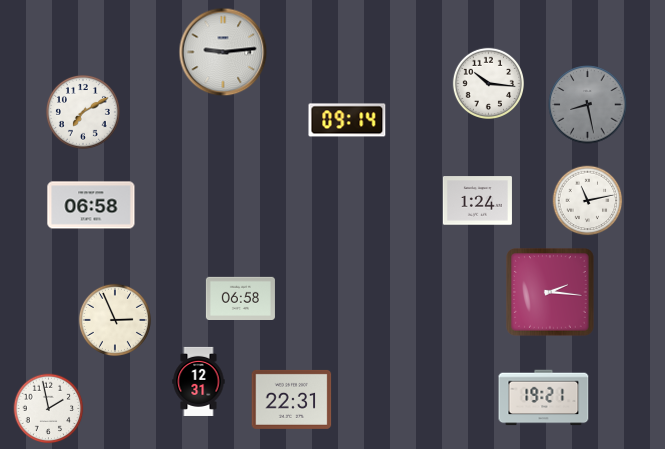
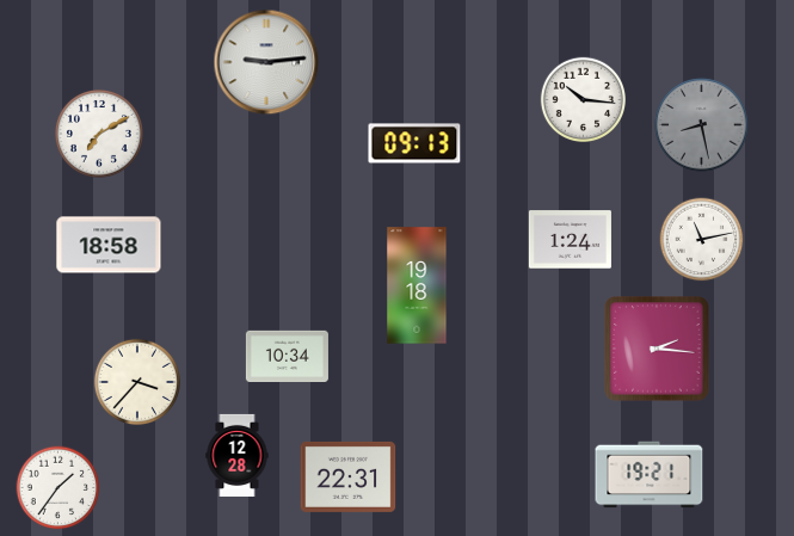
clock at (347, 120): 09:14 -> 09:13
clock at (91, 205): 06:58 -> 18:58
clock at (417, 285): none -> 19:18
clock at (240, 298): 06:58 -> 10:34
clock at (115, 320): 2:56 -> 3:37
clock at (199, 381): 12:31 -> 12:28
clock at (49, 409): 1:58 -> 1:36
